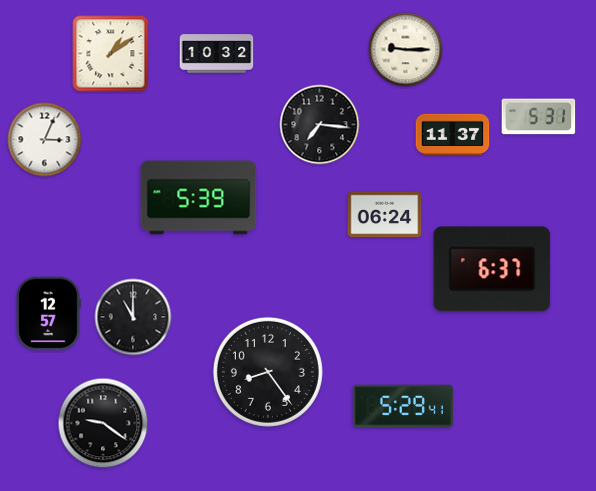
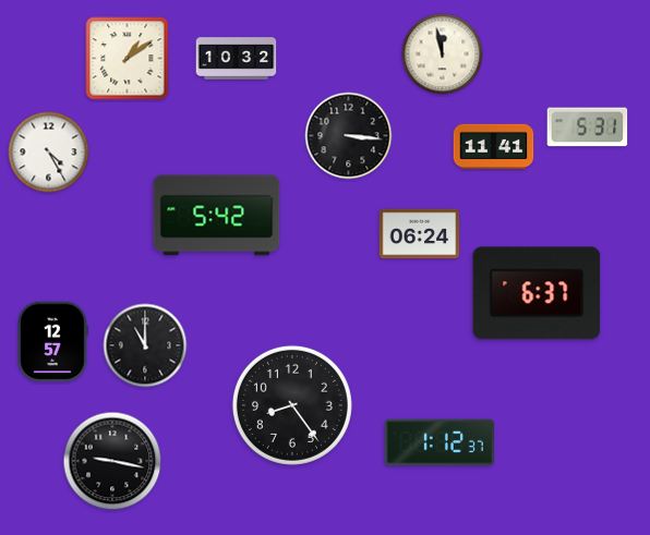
clock at (406, 50): 9:15 -> 11:58
clock at (111, 54) position: (111, 54) -> (128, 59)
clock at (320, 125): 7:16 -> 3:16
clock at (453, 134): 11:37 -> 11:41
clock at (45, 140): 3:04 -> 4:25
clock at (199, 198): 5:39 -> 5:42
clock at (403, 406): 5:29 -> 1:12
clock at (103, 423): 9:21 -> 9:17
